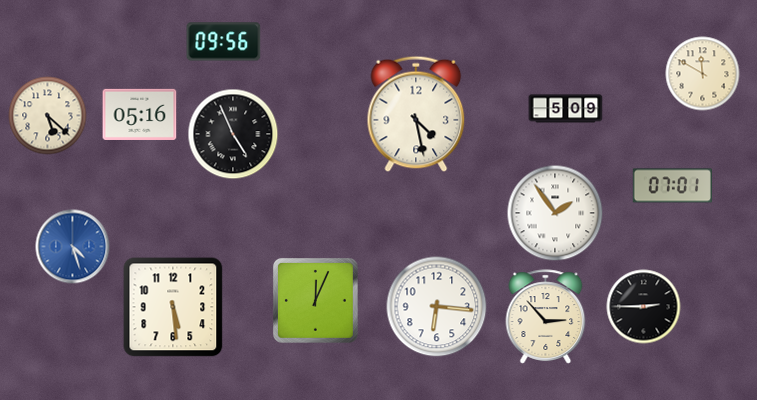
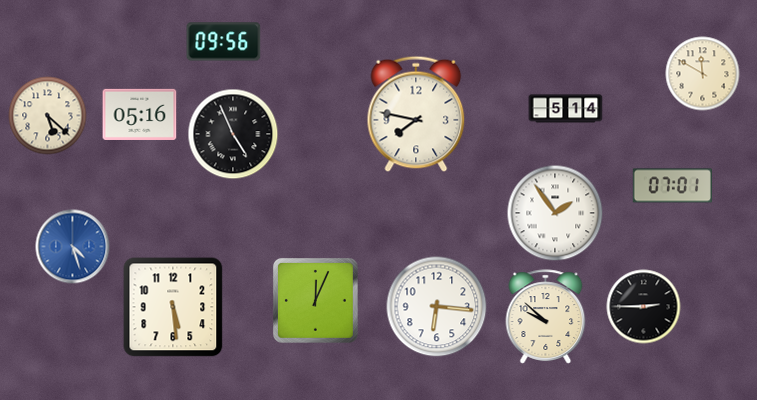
clock at (566, 109): 5:09 -> 5:14
clock at (416, 114): 4:28 -> 7:47
clock at (546, 317): 2:53 -> 9:52
